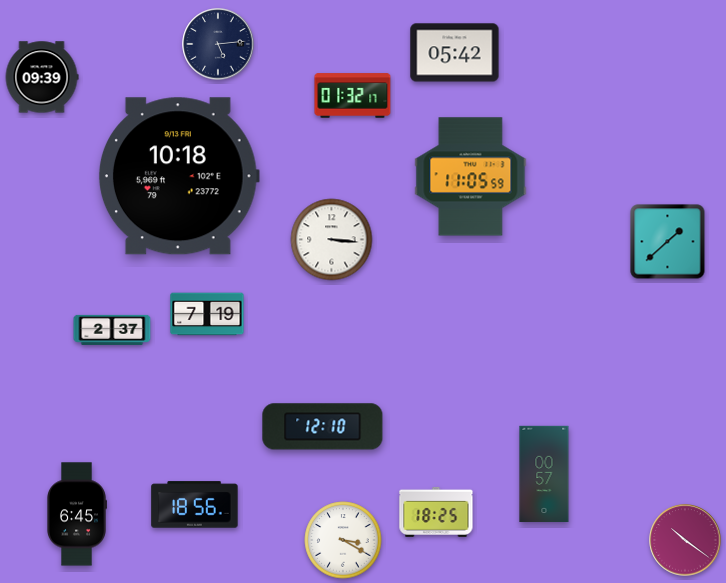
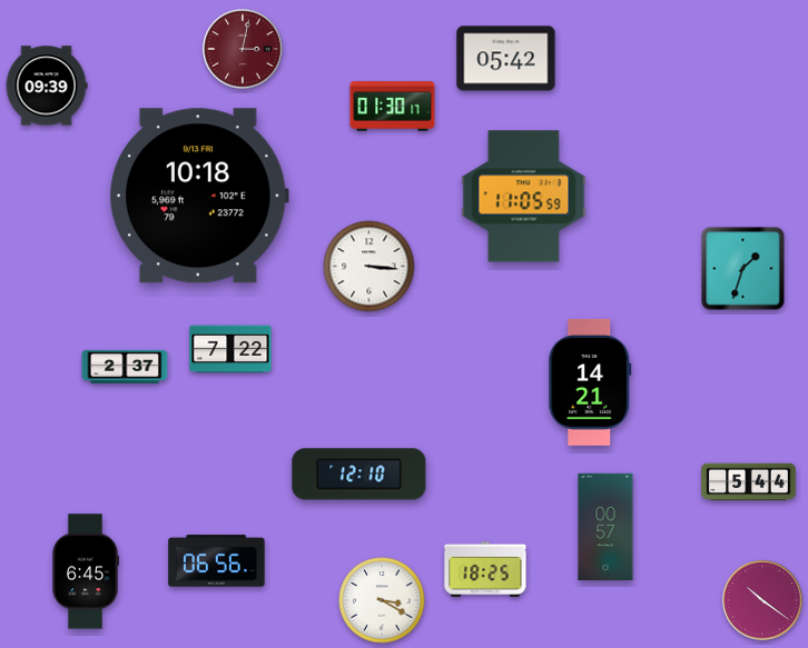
clock at (218, 44): 5:14 -> 3:02
clock at (218, 44) dial: navy -> burgundy
clock at (353, 96): 01:32 -> 01:30
clock at (668, 242): 1:38 -> 1:33
clock at (207, 314): 7:19 -> 7:22
clock at (590, 382): none -> 14:21
clock at (749, 482): none -> 5:44
clock at (195, 505): 18:56 -> 06:56
